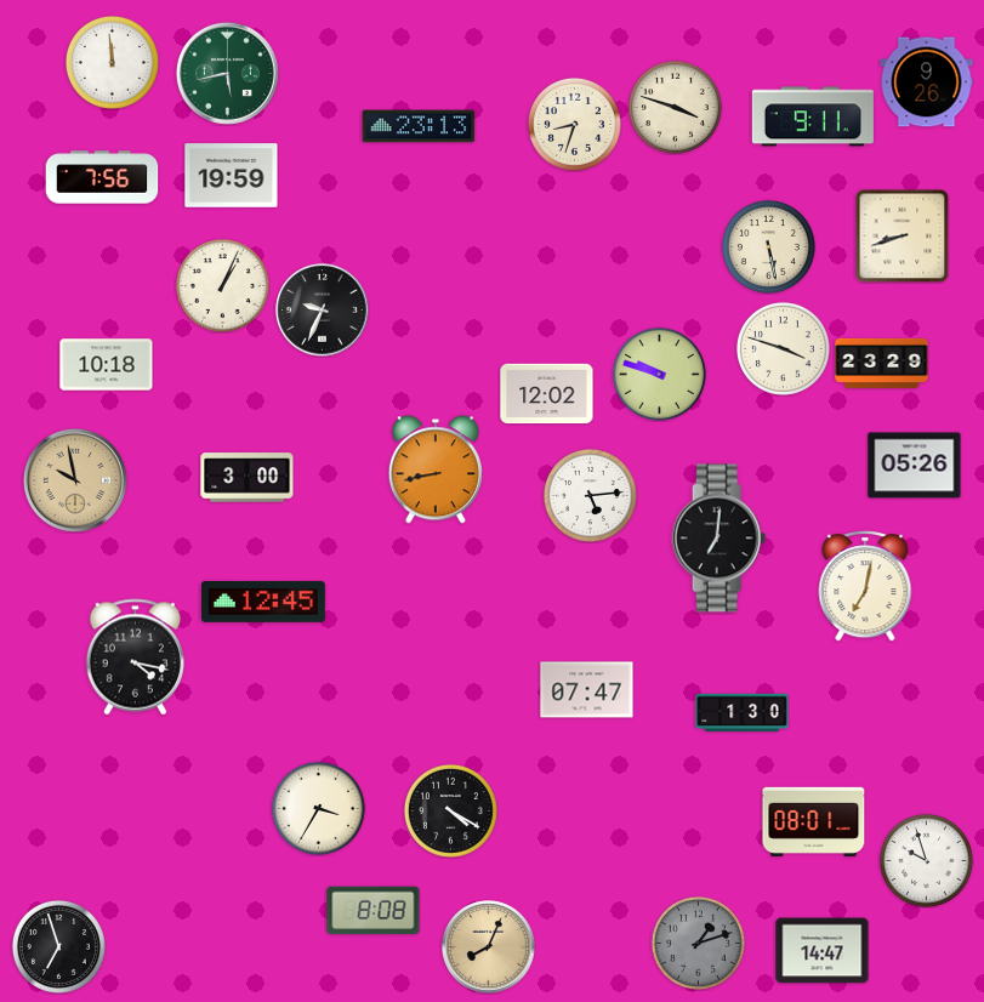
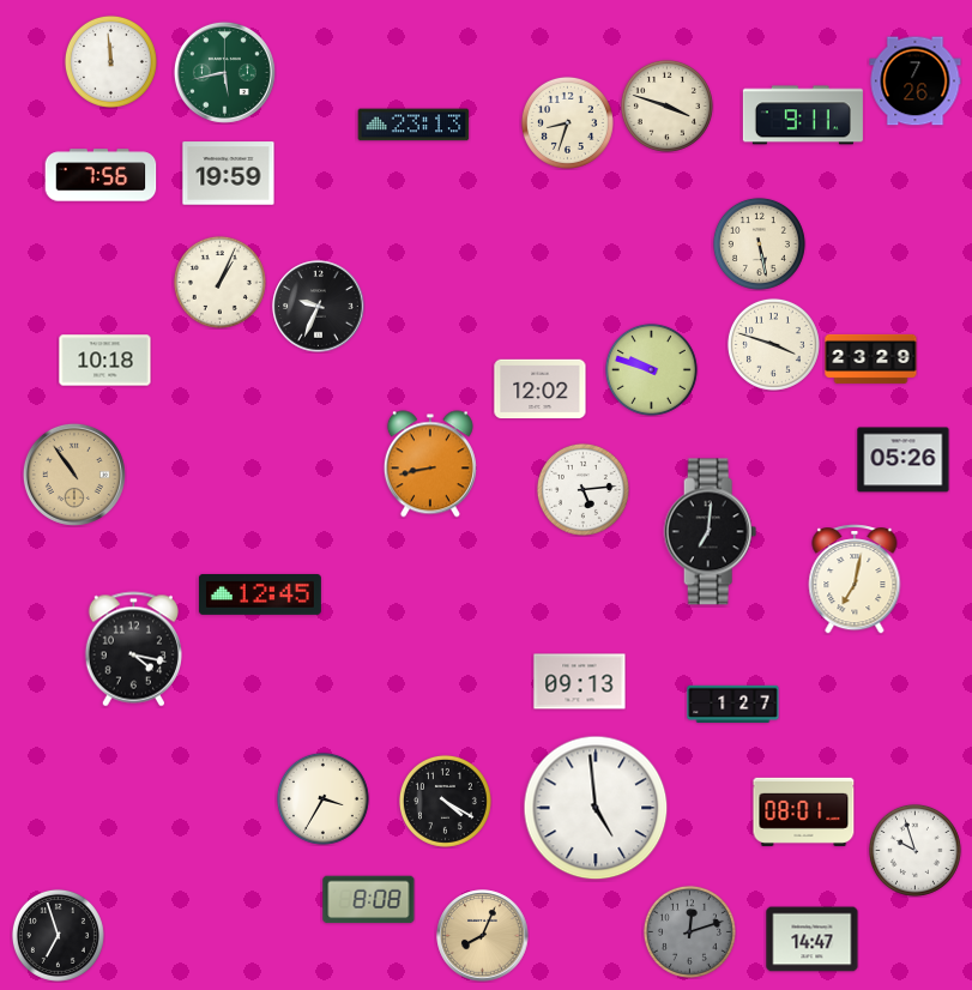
clock at (927, 82): 9:26 -> 7:26
clock at (901, 235): 8:42 -> none
clock at (248, 478): 3:00 -> none
clock at (75, 480): 9:58 -> 10:54
clock at (587, 690): 07:47 -> 09:13
clock at (743, 712): 1:30 -> 1:27
clock at (318, 808) position: (318, 808) -> (322, 798)
clock at (596, 808): none -> 4:59
clock at (698, 943): 1:12 -> 12:12
